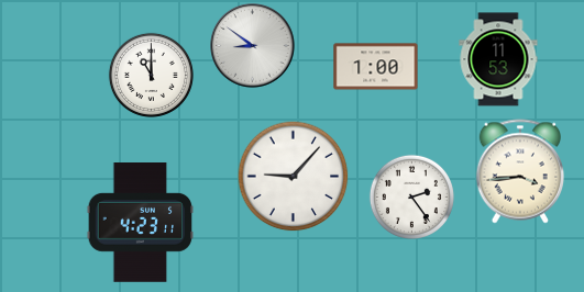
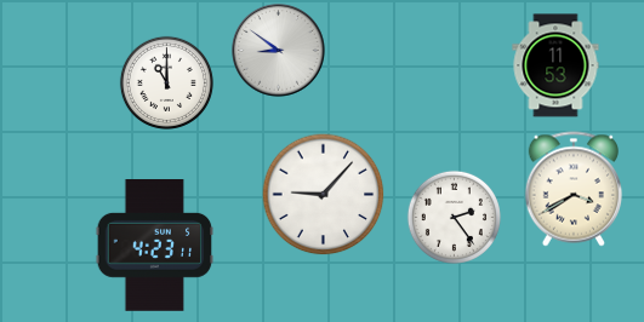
clock at (498, 59) position: (498, 59) -> (555, 65)
clock at (376, 67): 1:00 -> none
clock at (519, 171): 3:44 -> 3:40
